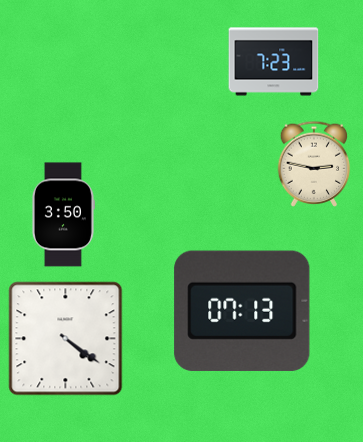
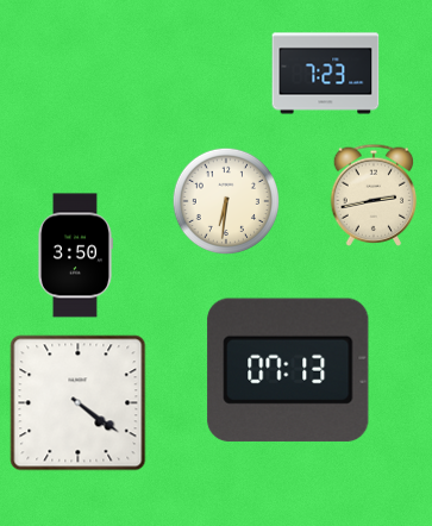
clock at (314, 164): 2:47 -> 2:43
clock at (226, 201): none -> 6:31
